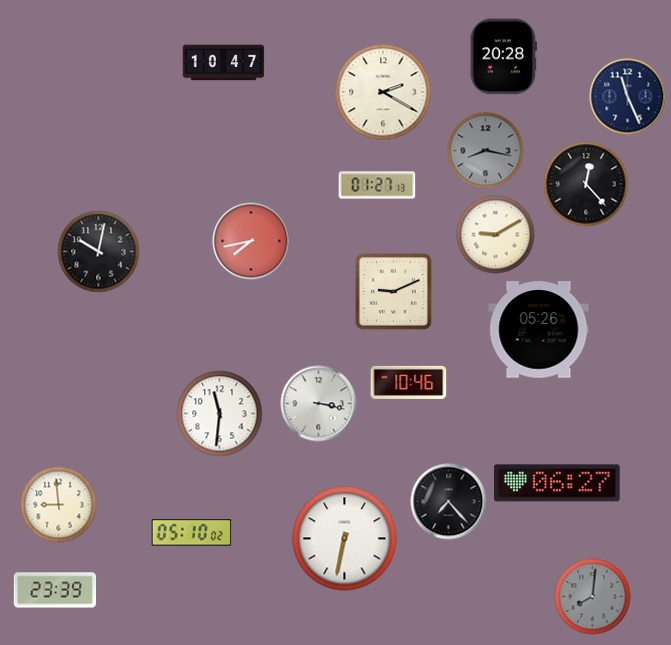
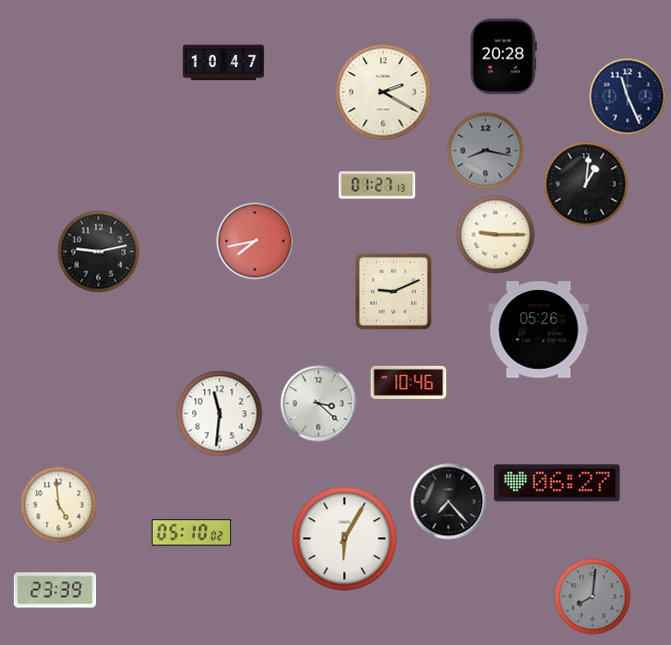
clock at (586, 184): 12:23 -> 1:01
clock at (496, 235): 9:10 -> 9:15
clock at (251, 241) position: (251, 241) -> (255, 241)
clock at (99, 252): 10:02 -> 9:13
clock at (319, 404): 3:17 -> 3:22
clock at (59, 505): 8:59 -> 4:59
clock at (345, 539): 6:32 -> 6:05
